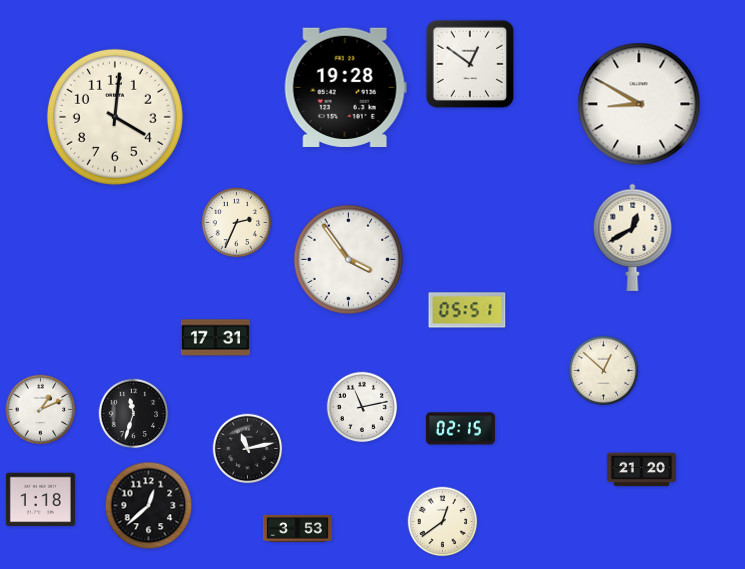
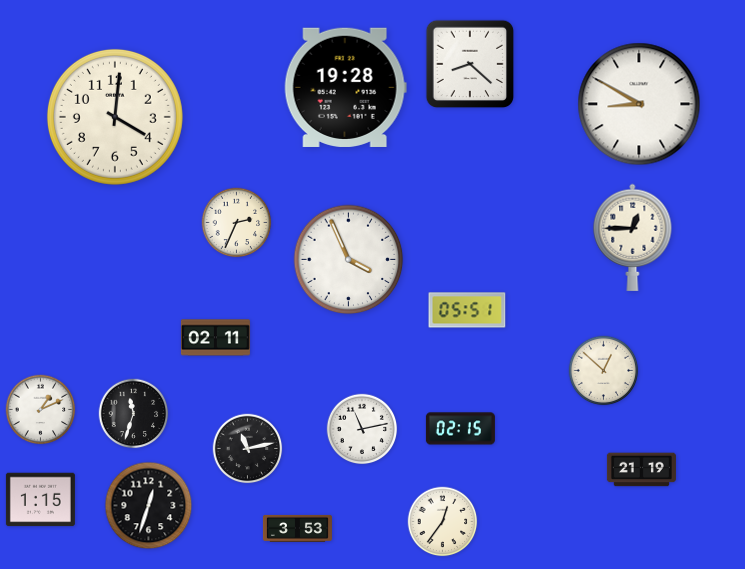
clock at (470, 64): 12:51 -> 8:22
clock at (633, 237): 12:40 -> 12:45
clock at (349, 260): 3:54 -> 3:56
clock at (215, 338): 17:31 -> 02:11
clock at (362, 407) position: (362, 407) -> (362, 429)
clock at (641, 470): 21:20 -> 21:19
clock at (40, 500): 1:18 -> 1:15
clock at (149, 506): 12:38 -> 12:33
clock at (443, 522): 12:39 -> 12:36
